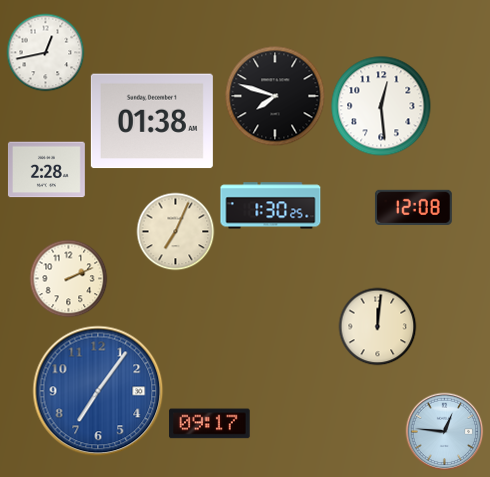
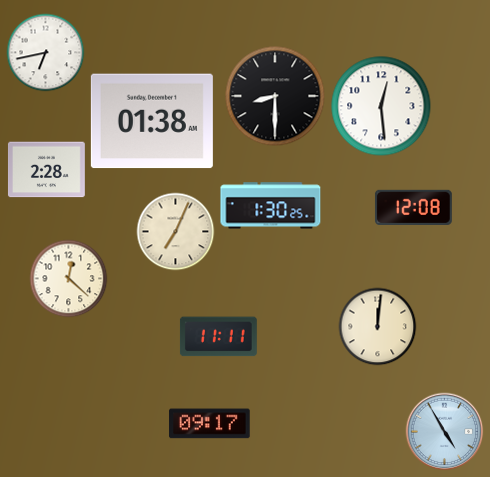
clock at (45, 52): 12:43 -> 6:43
clock at (275, 96): 7:48 -> 8:30
clock at (68, 278): 2:11 -> 12:22
clock at (218, 337): none -> 11:11
clock at (98, 391): 7:06 -> none
clock at (444, 431): 12:46 -> 4:55
